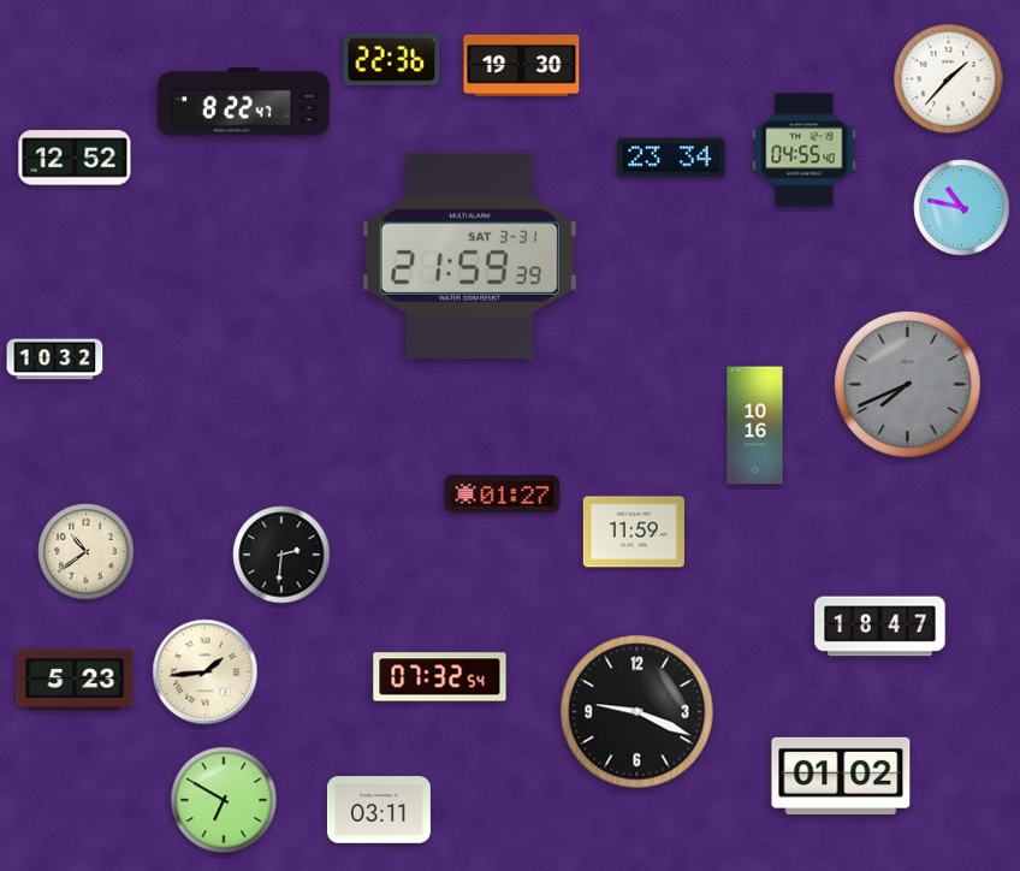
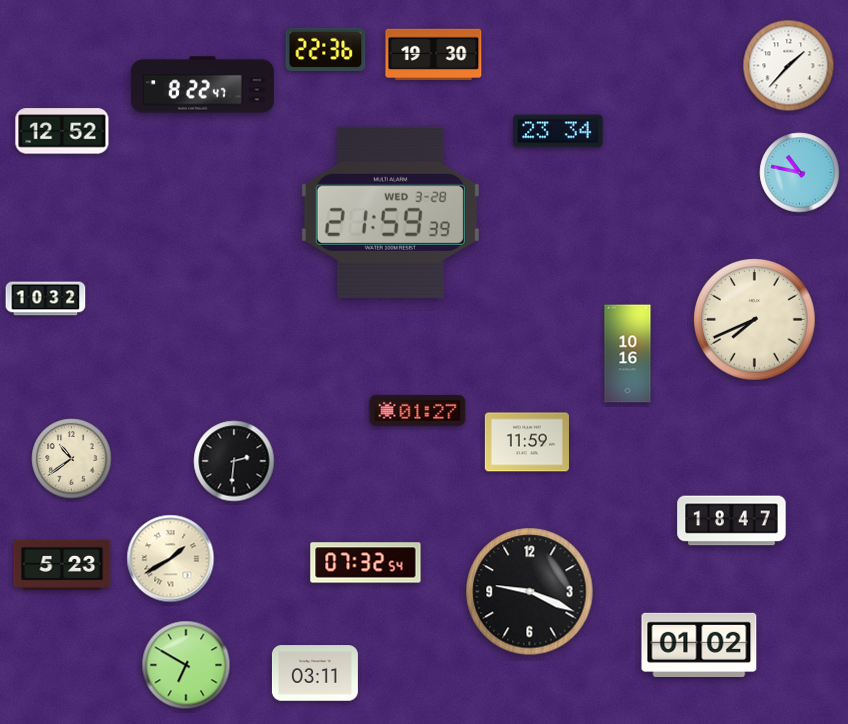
clock at (805, 150): 04:55 -> none
clock at (469, 255) date: SAT 3-31 -> WED 3-28
clock at (908, 385) dial: grey -> cream
clock at (206, 672): 1:44 -> 1:40
